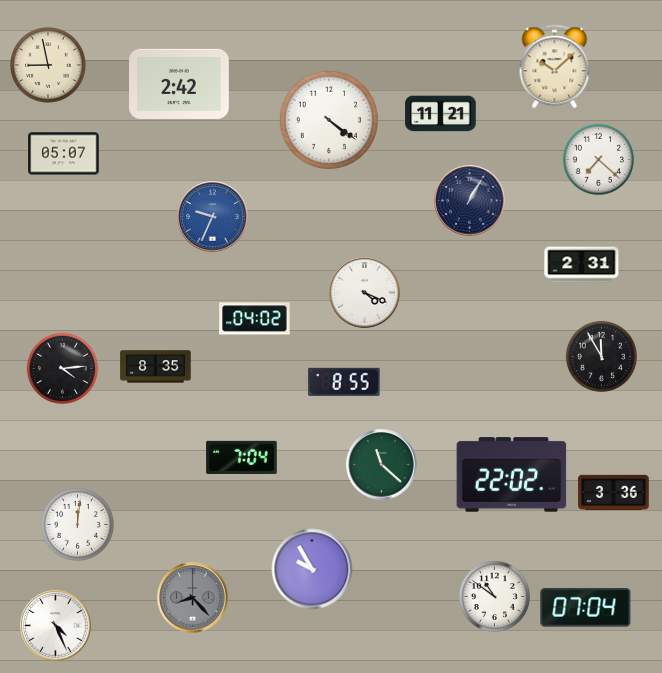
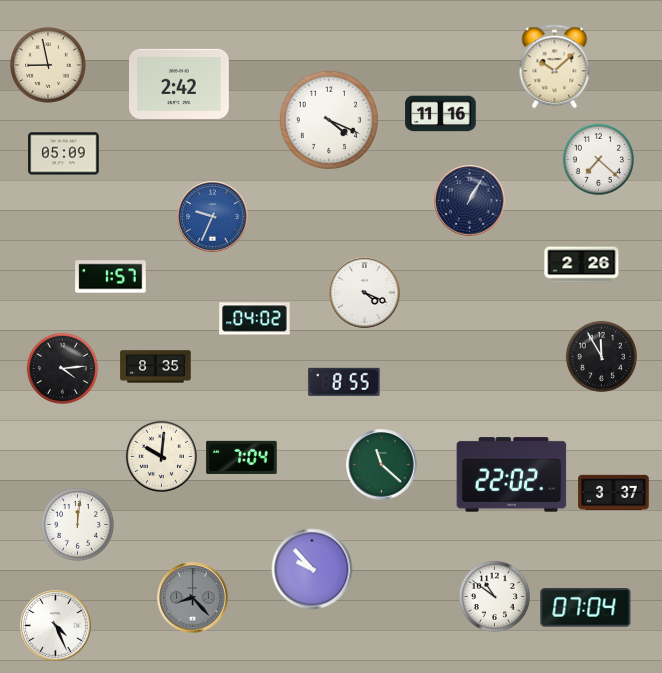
clock at (441, 114): 11:21 -> 11:16
clock at (329, 120): 4:21 -> 4:19
clock at (64, 154): 05:07 -> 05:09
clock at (582, 265): 2:31 -> 2:26
clock at (111, 277): none -> 1:57
clock at (161, 456): none -> 10:01
clock at (614, 492): 3:36 -> 3:37
clock at (312, 569): 9:55 -> 9:53
